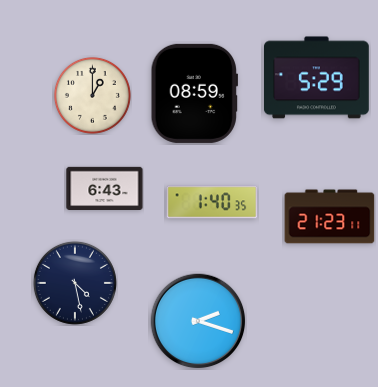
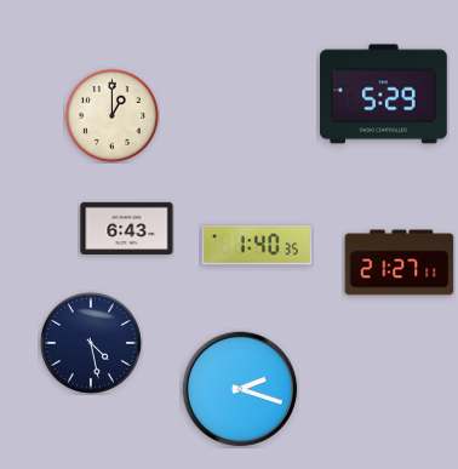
clock at (194, 93): 08:59 -> none
clock at (330, 217): 21:23 -> 21:27
